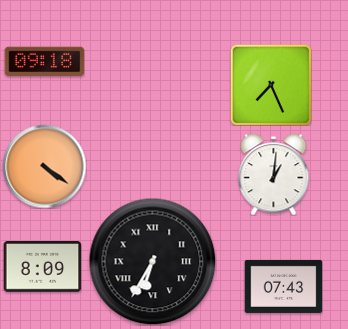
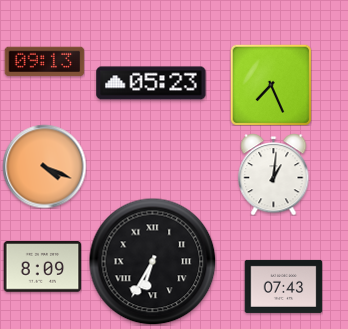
clock at (44, 62): 09:18 -> 09:13
clock at (151, 83): none -> 05:23
clock at (44, 166): 4:21 -> 4:19
